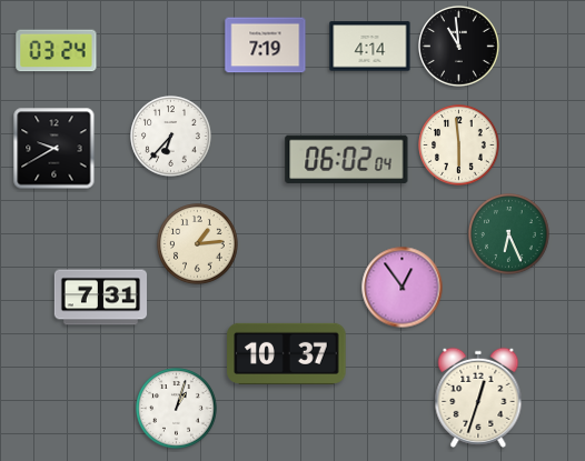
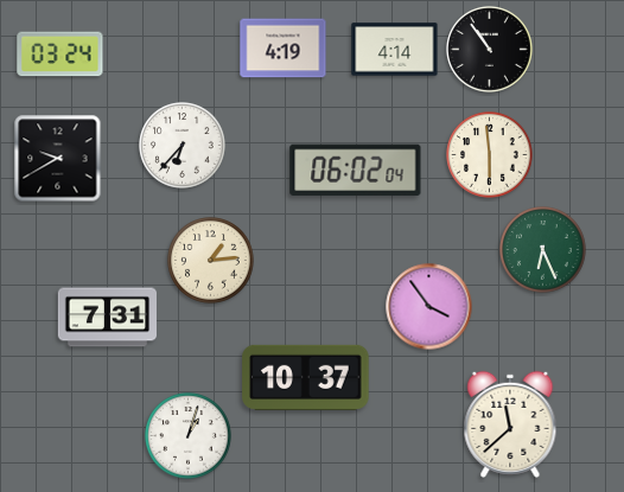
clock at (266, 46): 7:19 -> 4:19
clock at (459, 47): 10:59 -> 10:54
clock at (347, 159) position: (347, 159) -> (356, 170)
clock at (403, 288): 12:54 -> 3:54
clock at (478, 398): 12:33 -> 11:38
